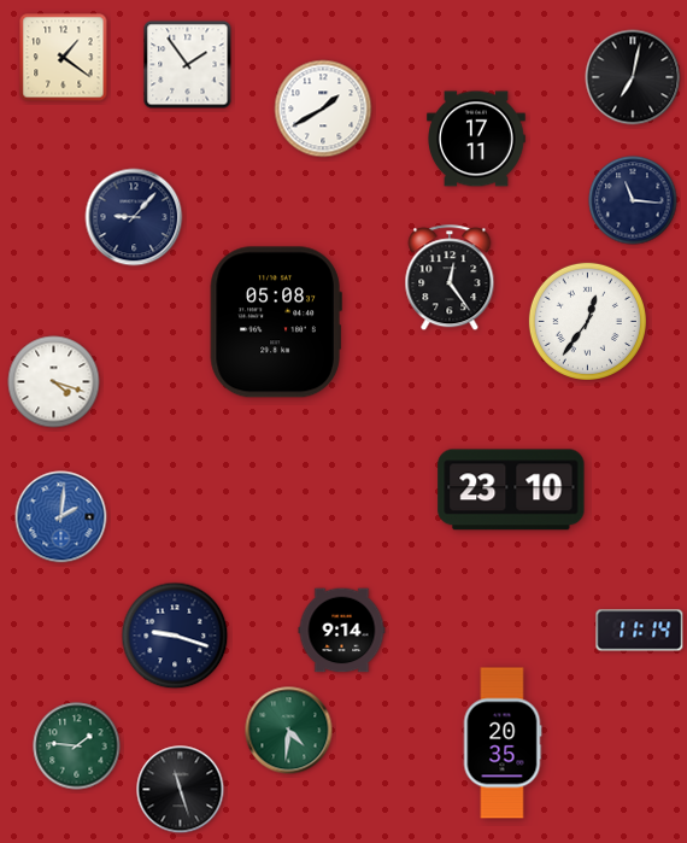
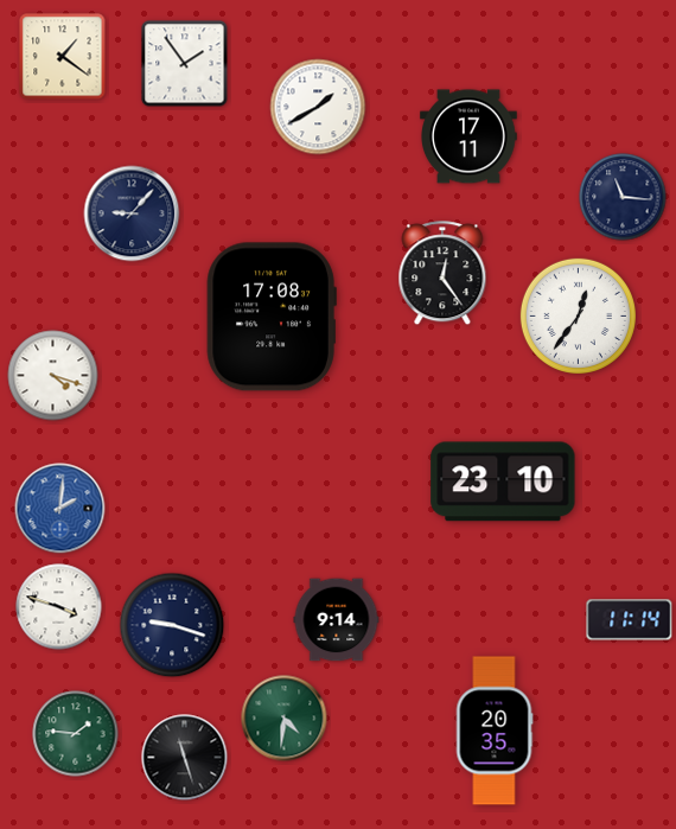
clock at (633, 77): 7:02 -> none
clock at (276, 322): 05:08 -> 17:08
clock at (59, 607): none -> 3:48
clock at (181, 790) position: (181, 790) -> (185, 758)
